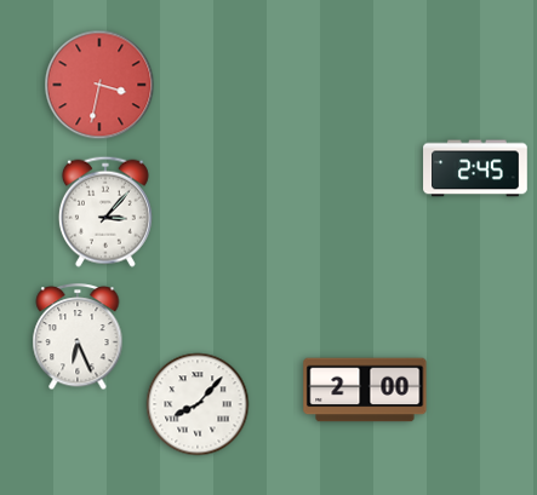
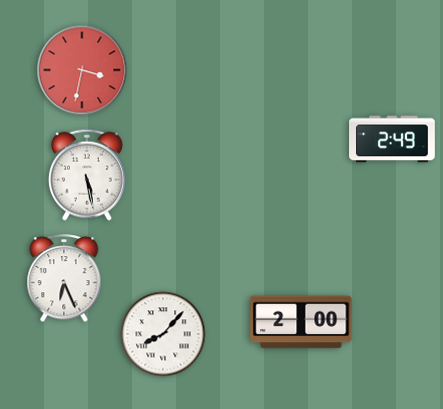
clock at (475, 168): 2:45 -> 2:49
clock at (105, 212): 3:07 -> 5:28
